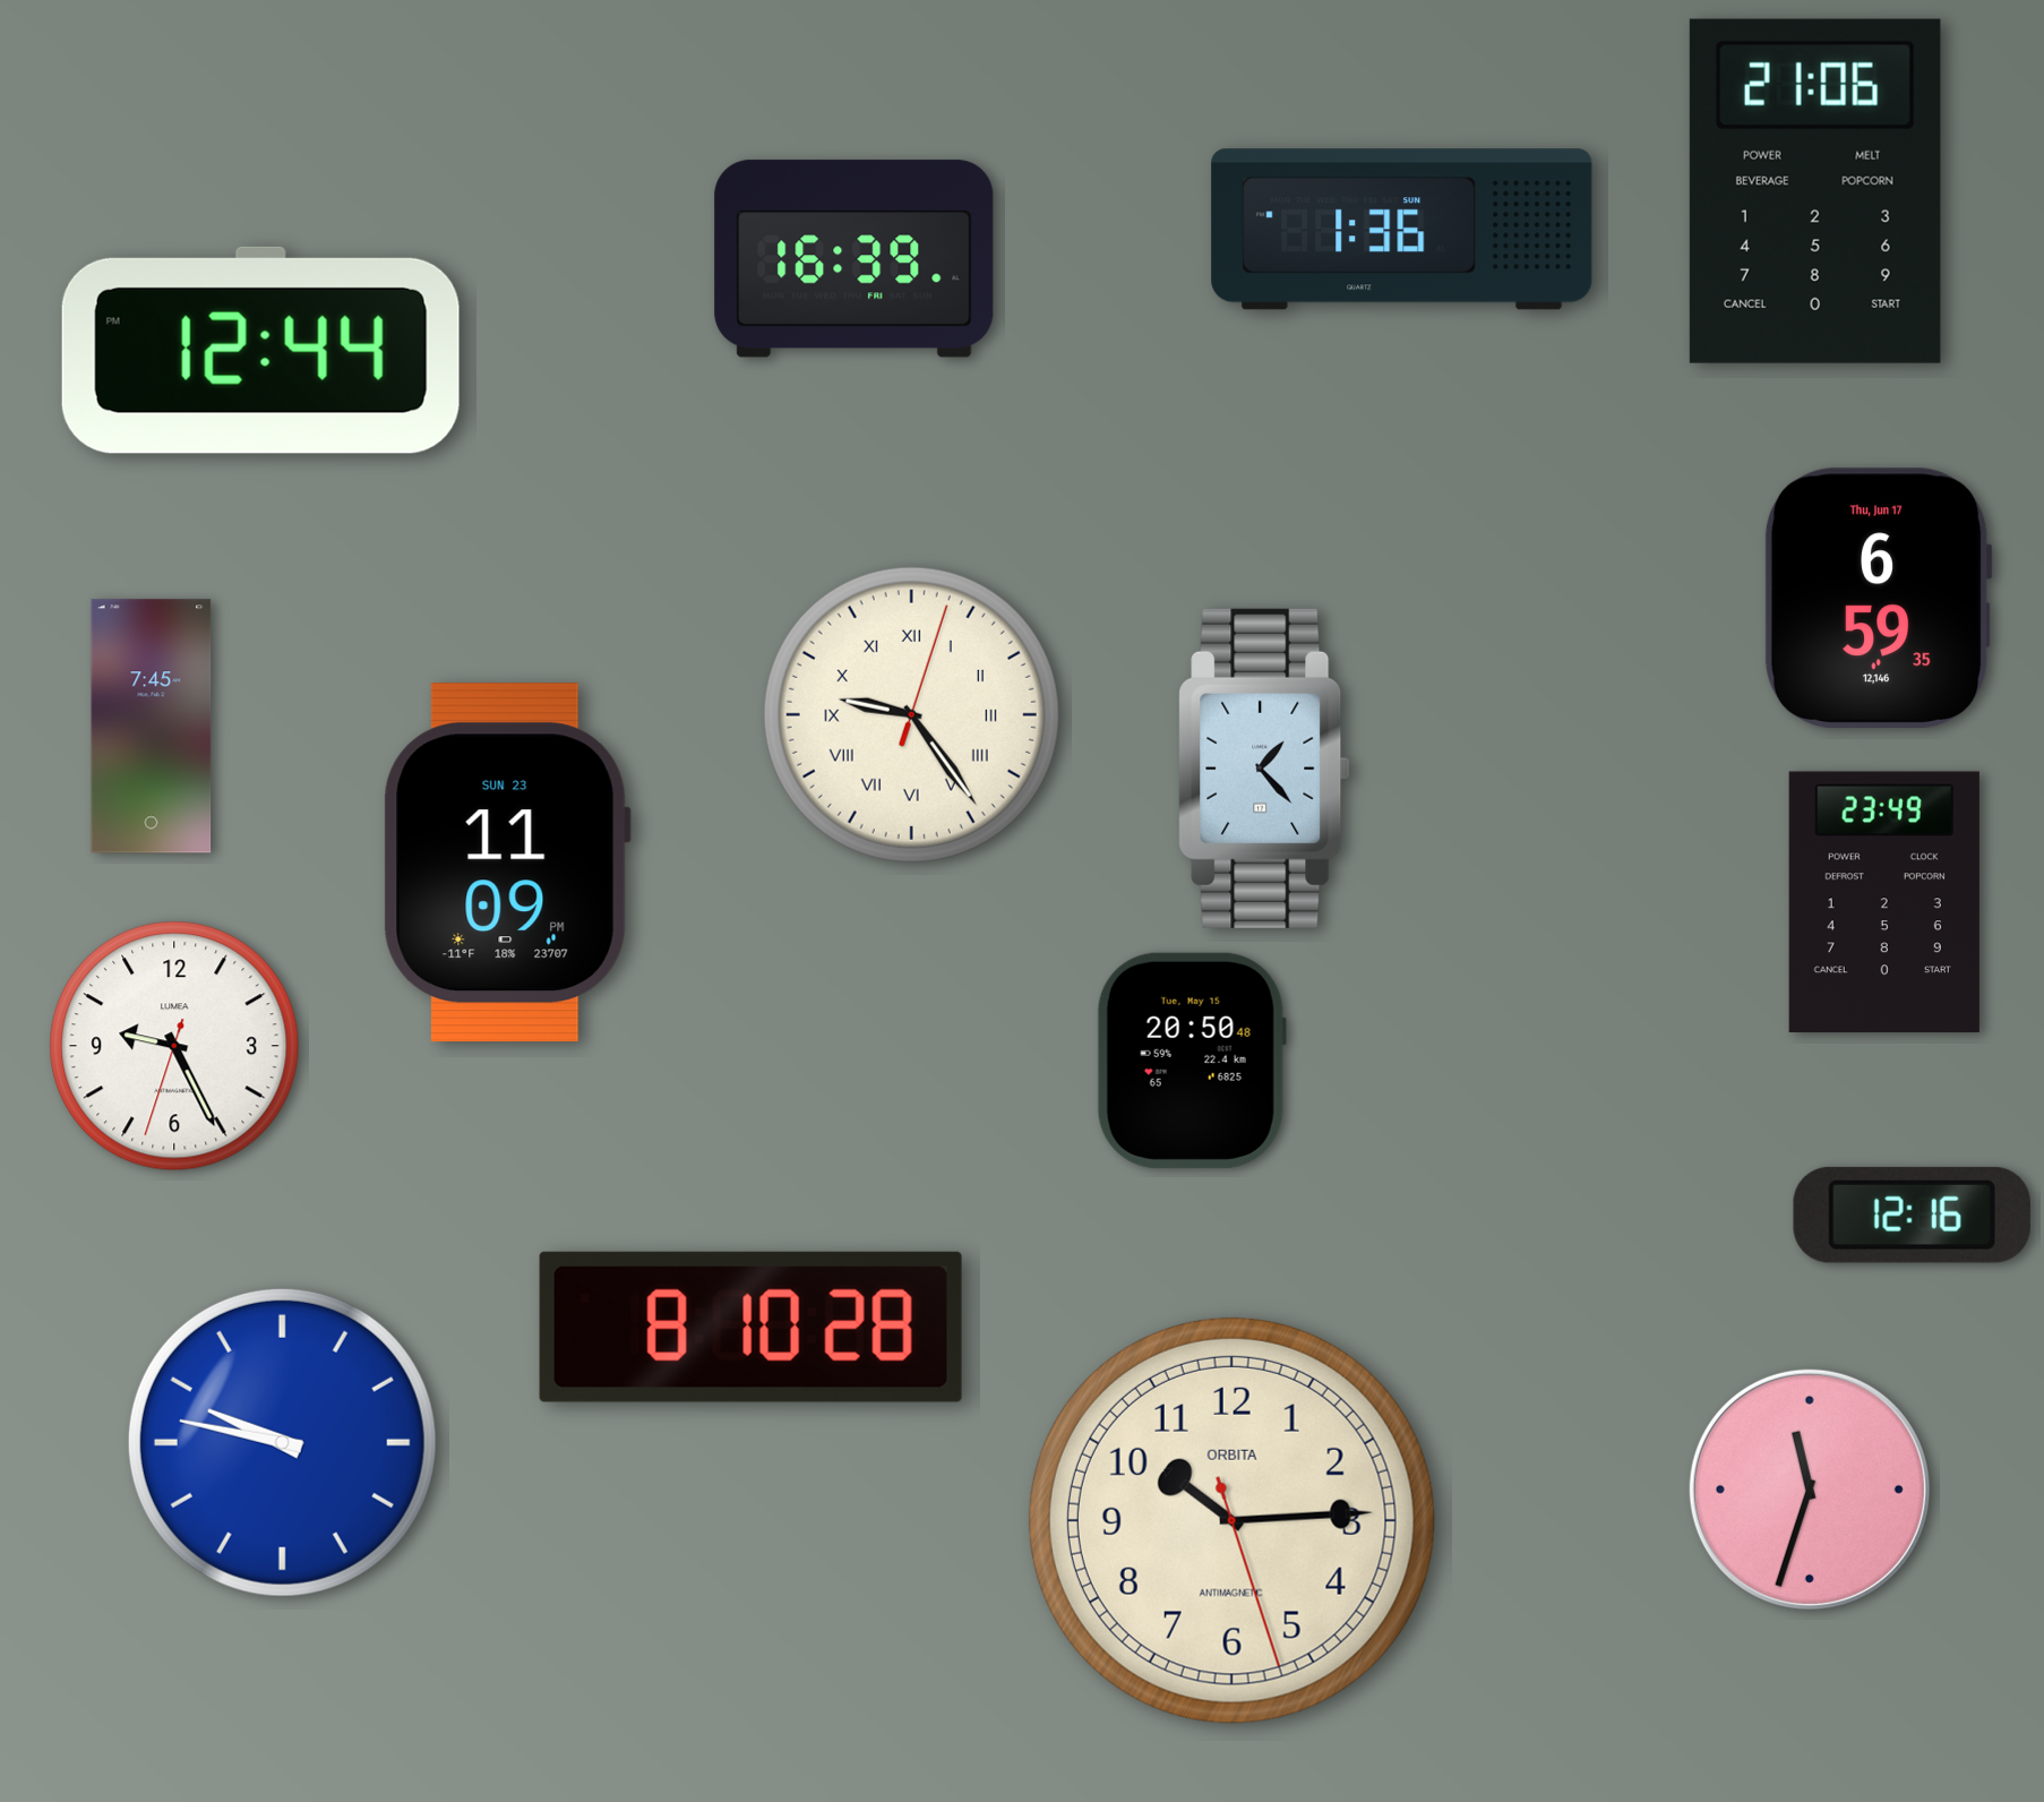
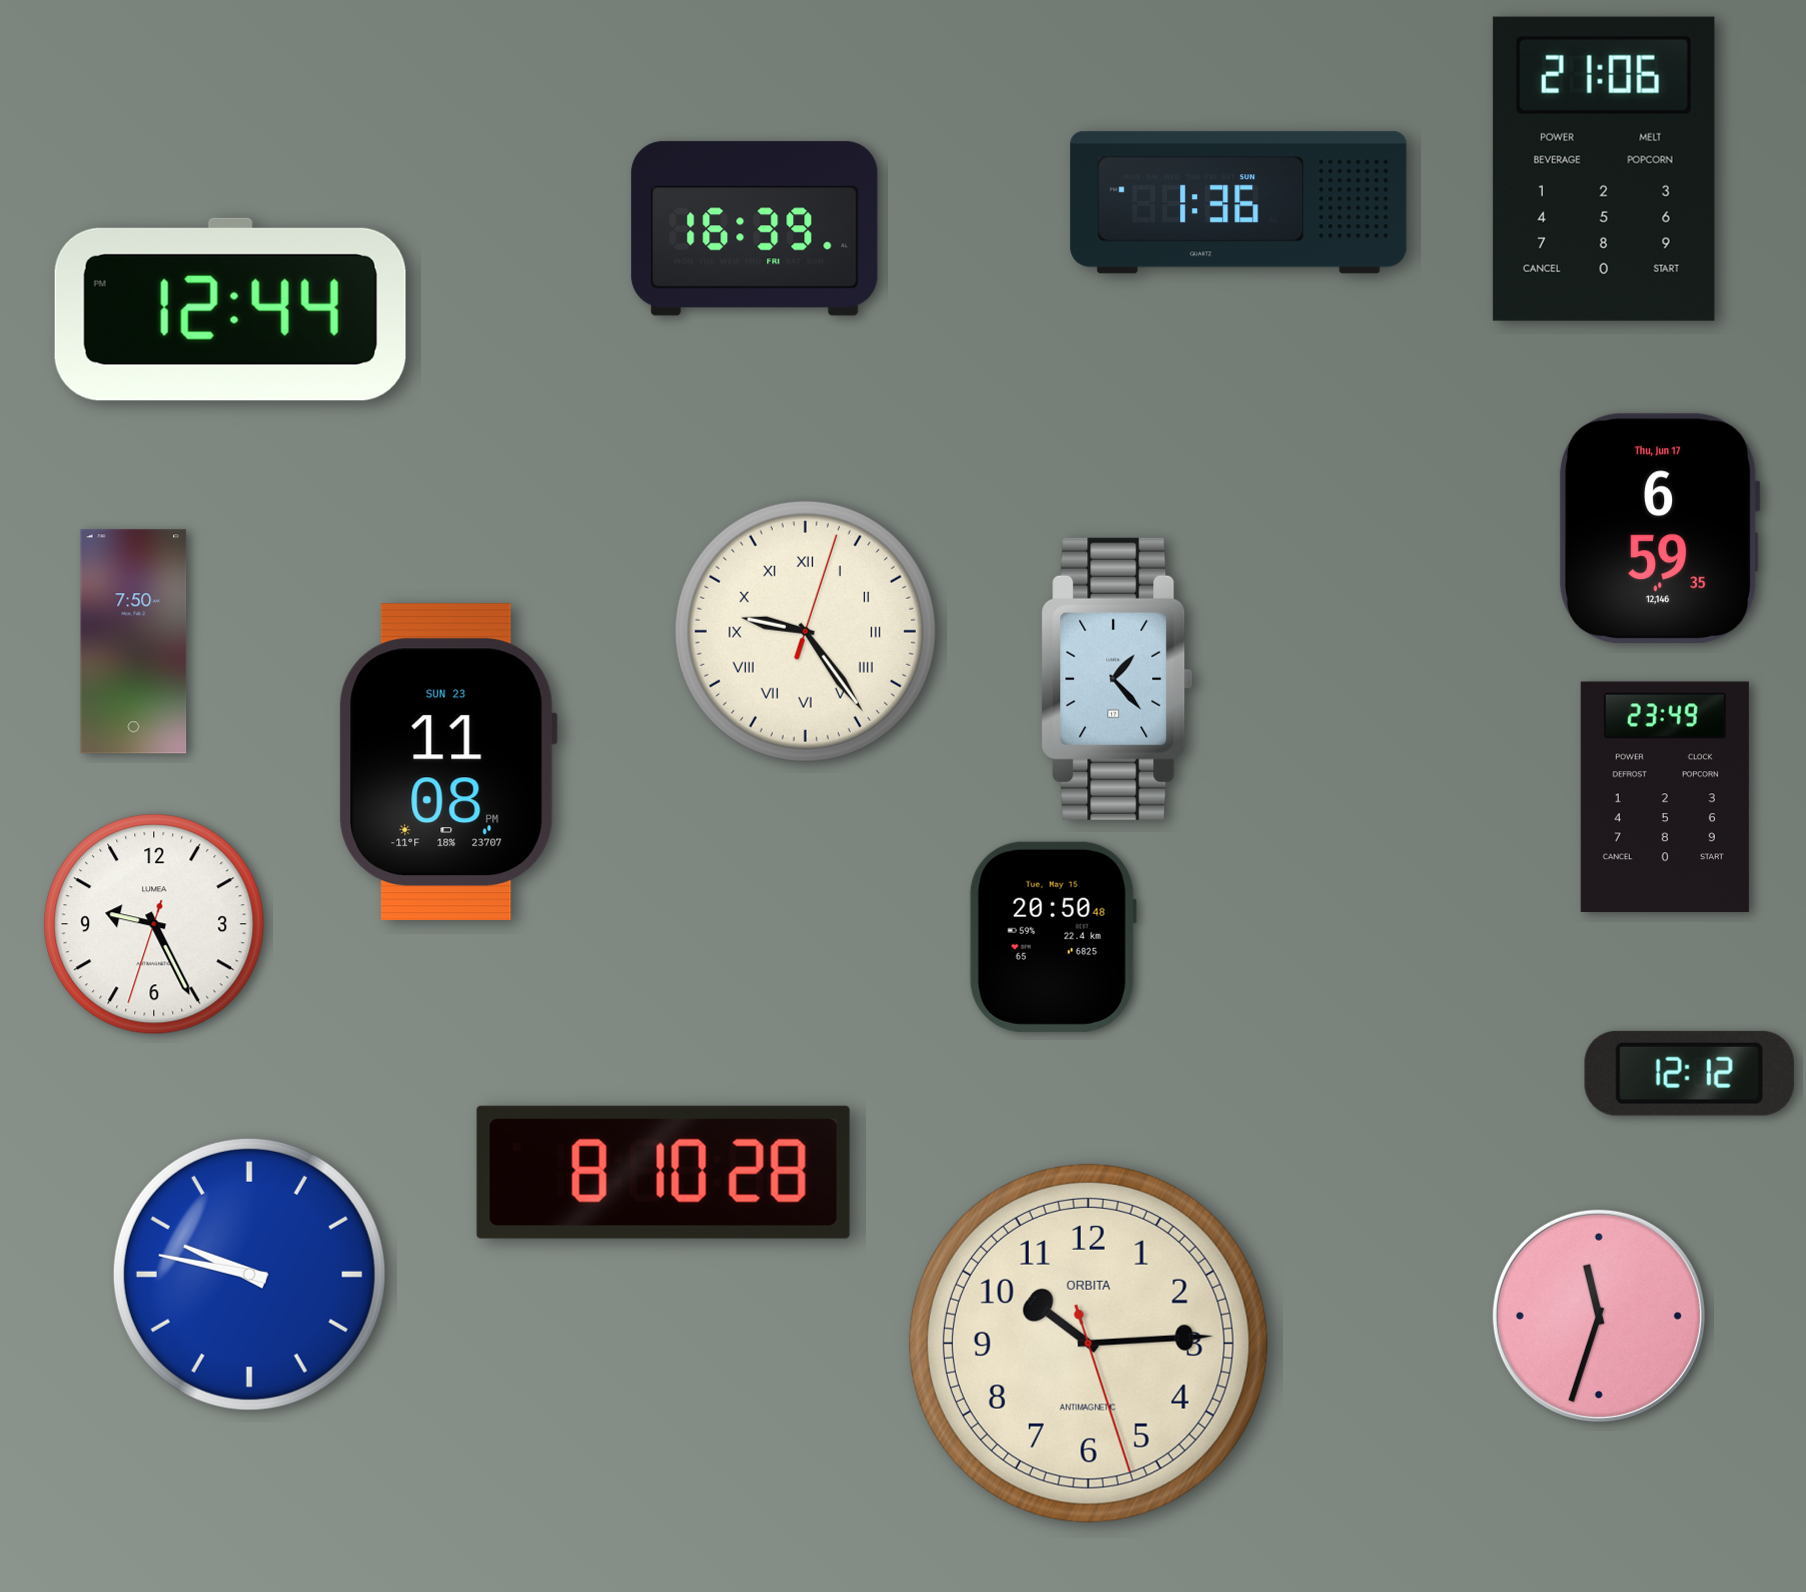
clock at (152, 727): 7:45 -> 7:50
clock at (507, 863): 11:09 -> 11:08
clock at (1912, 1215): 12:16 -> 12:12
